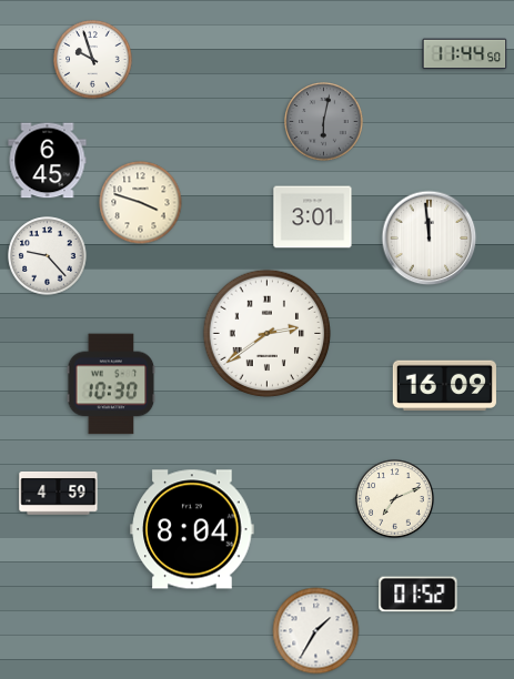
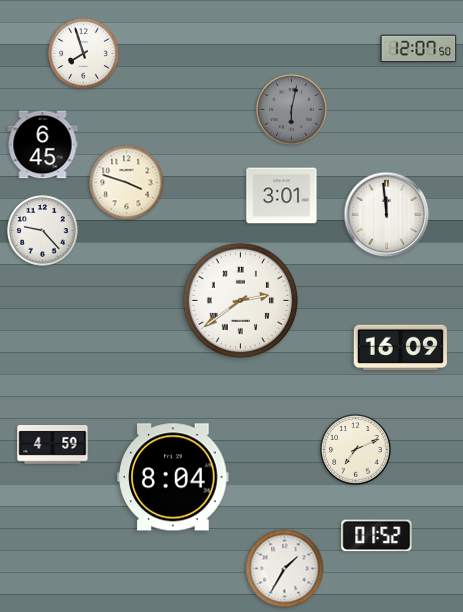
clock at (465, 54): 11:44 -> 12:07
clock at (93, 60): 9:57 -> 7:57
clock at (111, 384): 10:30 -> none
